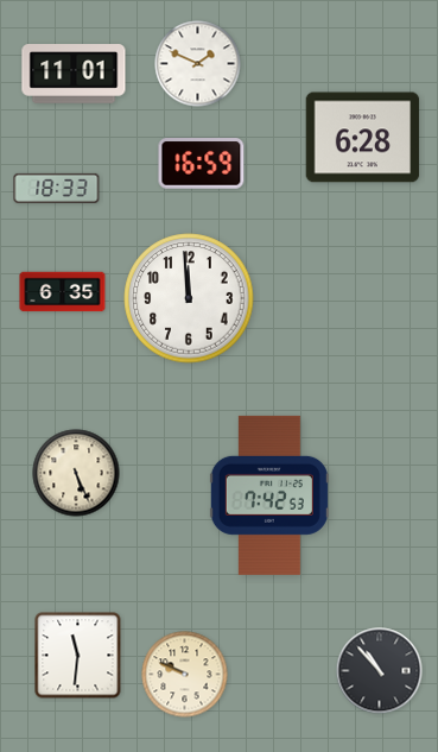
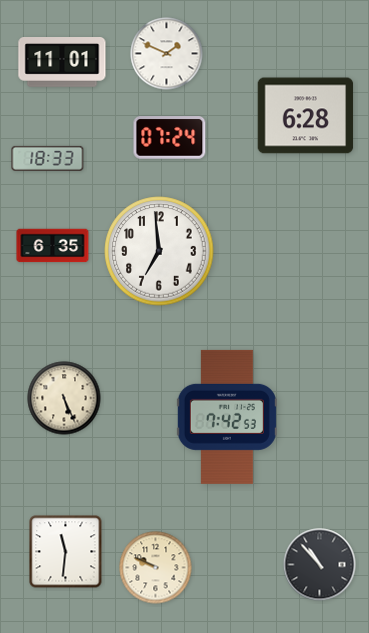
clock at (202, 164): 16:59 -> 07:24
clock at (189, 298): 11:59 -> 6:59
